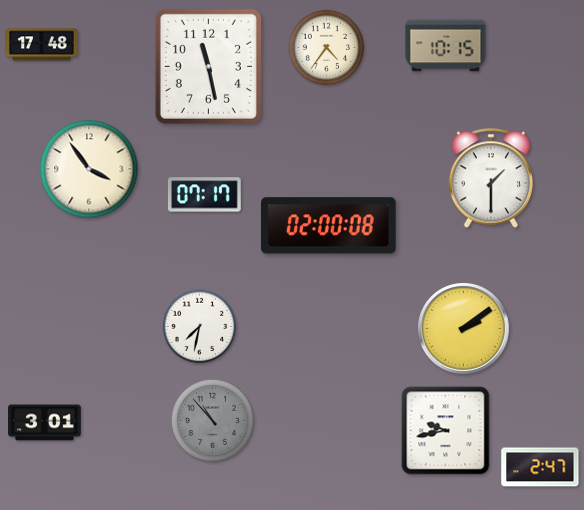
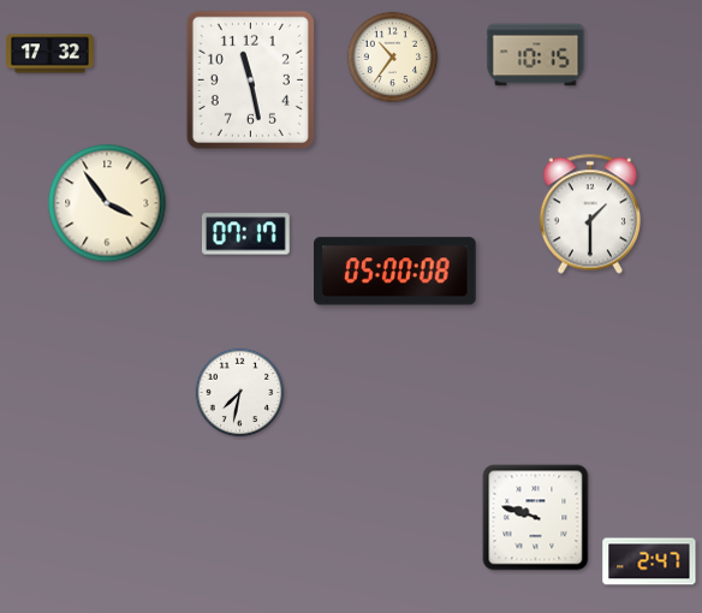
clock at (42, 45): 17:48 -> 17:32
clock at (327, 48): 4:36 -> 10:36
clock at (329, 226): 02:00 -> 05:00
clock at (464, 329): 2:09 -> none
clock at (212, 420): 10:53 -> none
clock at (45, 423): 3:01 -> none
clock at (446, 431): 9:43 -> 9:48
